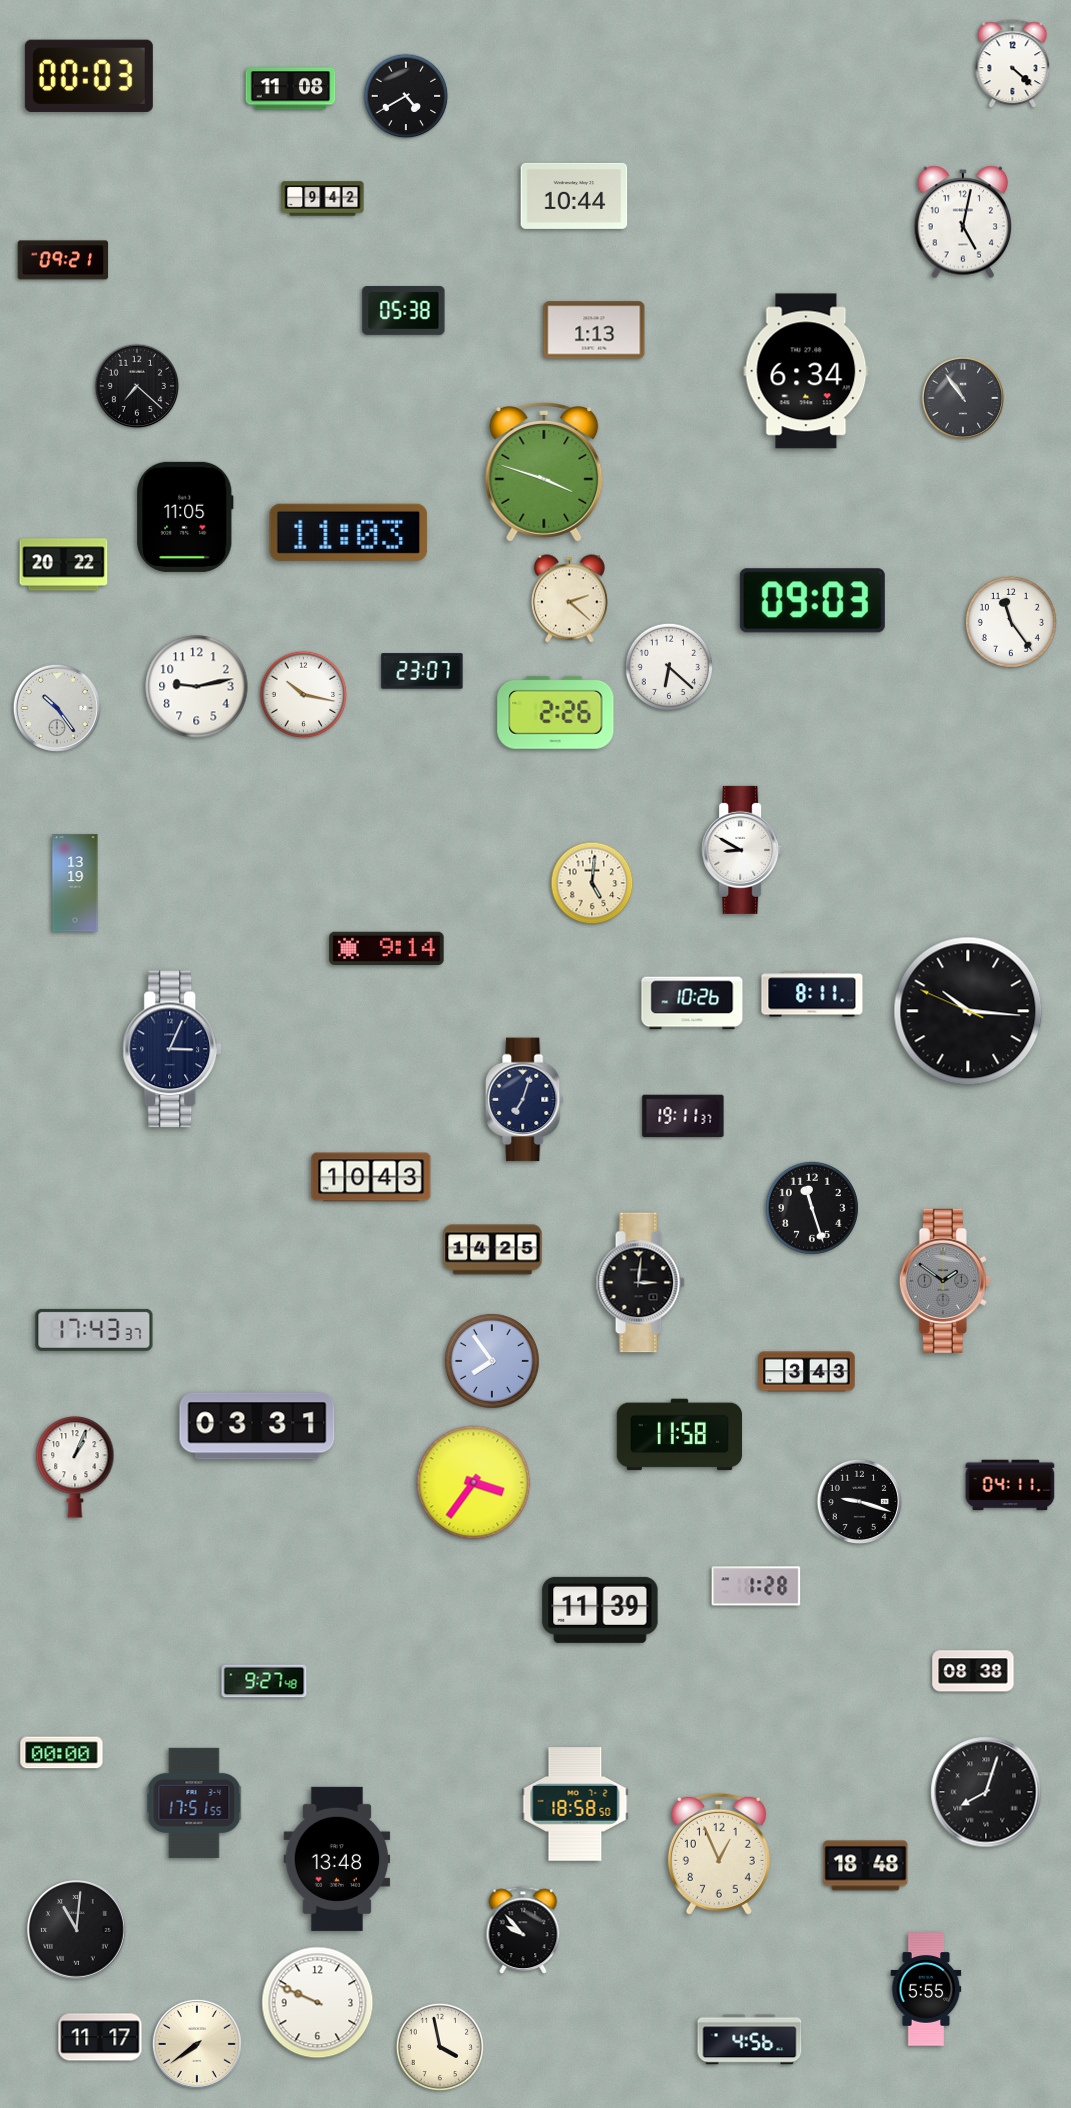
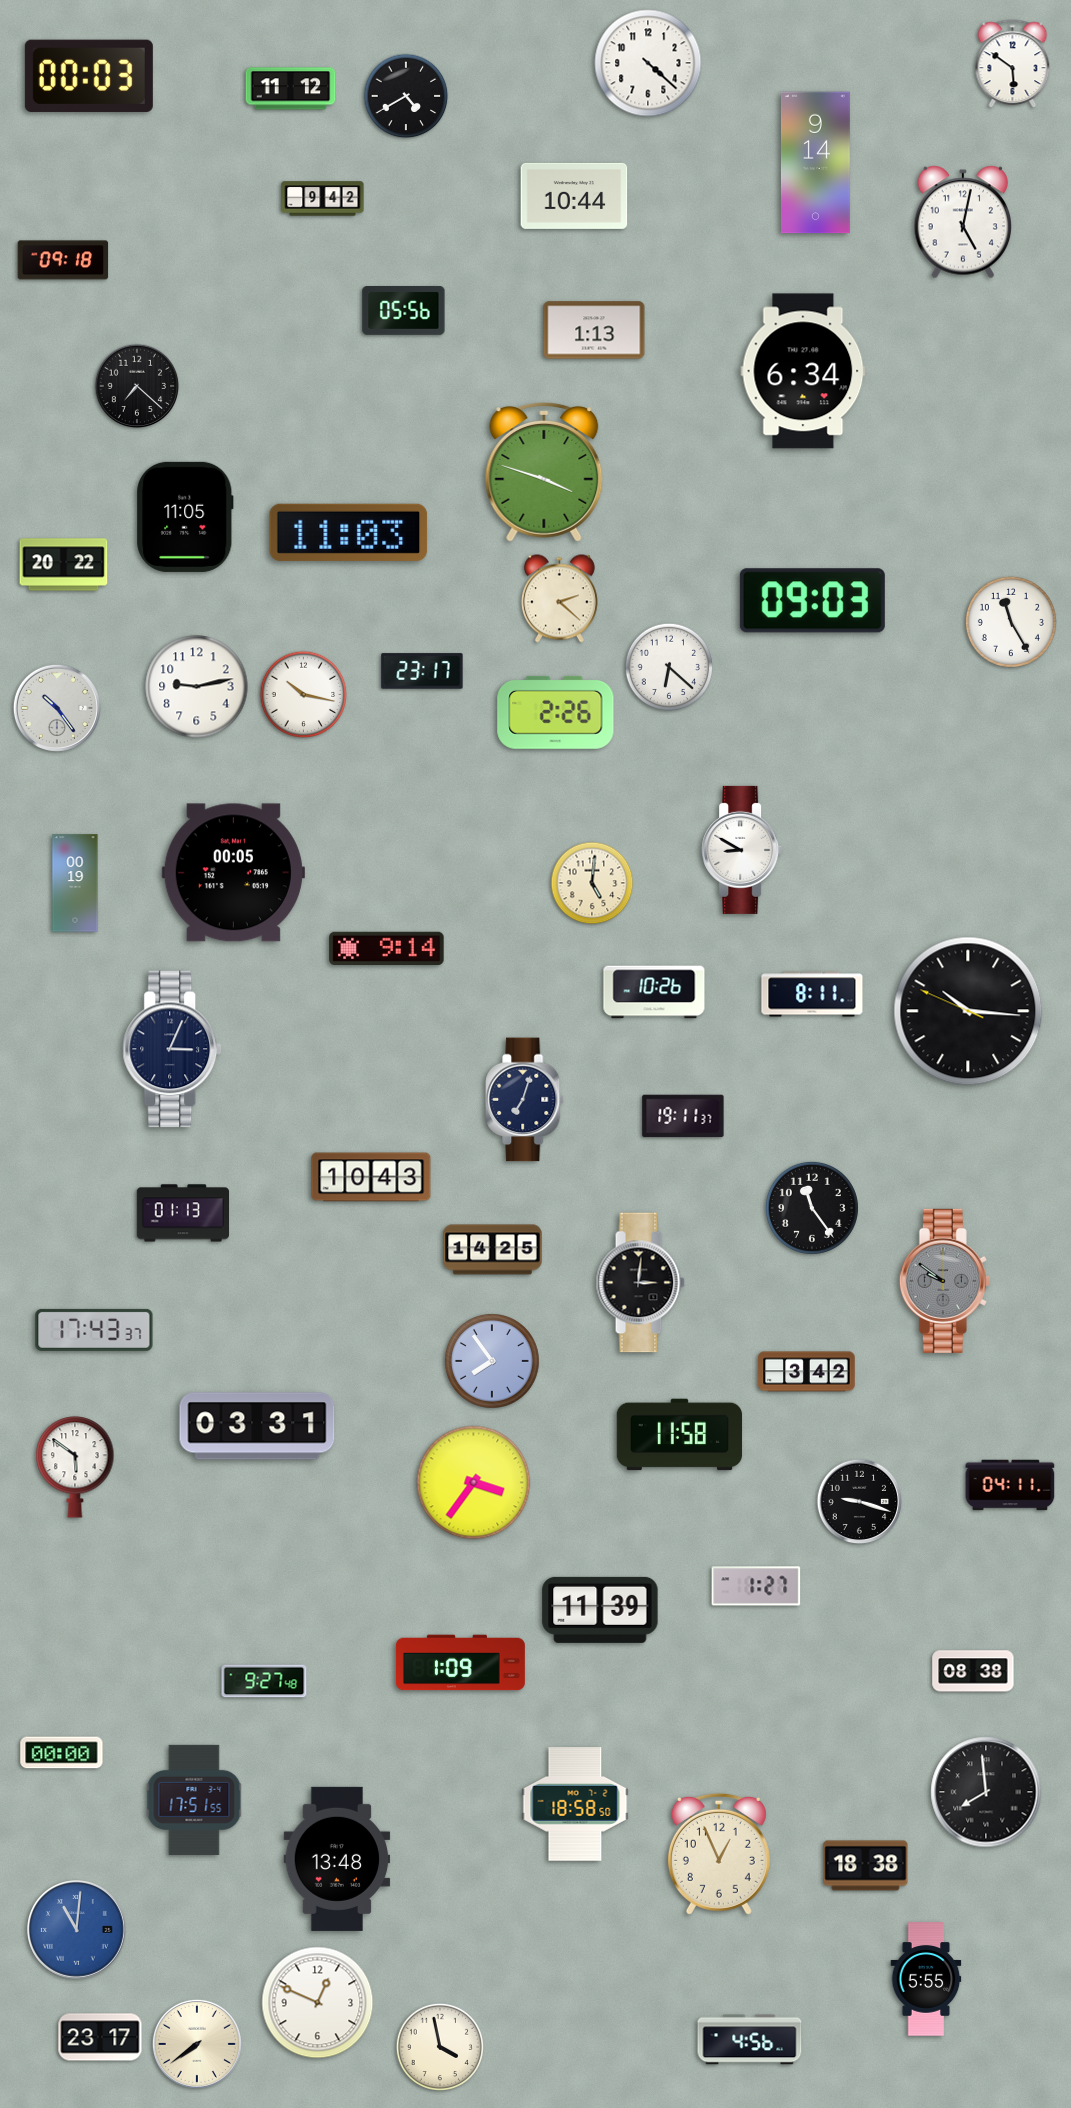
clock at (648, 63): none -> 4:22
clock at (1013, 64): 4:22 -> 5:51
clock at (291, 89): 11:08 -> 11:12
clock at (815, 163): none -> 9:14
clock at (63, 260): 09:21 -> 09:18
clock at (404, 311): 05:38 -> 05:56
clock at (806, 371) position: (806, 371) -> (803, 371)
clock at (963, 398): 10:54 -> none
clock at (569, 599) position: (569, 599) -> (559, 599)
clock at (1011, 622): 11:24 -> 11:25
clock at (422, 671): 23:07 -> 23:17
clock at (233, 873): none -> 00:05
clock at (75, 883): 13:19 -> 00:19
clock at (692, 1003) position: (692, 1003) -> (654, 992)
clock at (812, 1208): 11:27 -> 11:24
clock at (182, 1213): none -> 01:13
clock at (945, 1281): 1:51 -> 9:51
clock at (807, 1372): 3:43 -> 3:42
clock at (75, 1467): 1:04 -> 5:51
clock at (756, 1586): 1:28 -> 1:27
clock at (460, 1663): none -> 1:09
clock at (986, 1792): 8:03 -> 7:59
clock at (194, 1803) position: (194, 1803) -> (194, 1800)
clock at (866, 1866): 18:48 -> 18:38
clock at (77, 1930) dial: black -> blue
clock at (523, 1931): 9:53 -> none
clock at (926, 1989) position: (926, 1989) -> (926, 1979)
clock at (318, 2003): 9:49 -> 12:49
clock at (100, 2037): 11:17 -> 23:17
